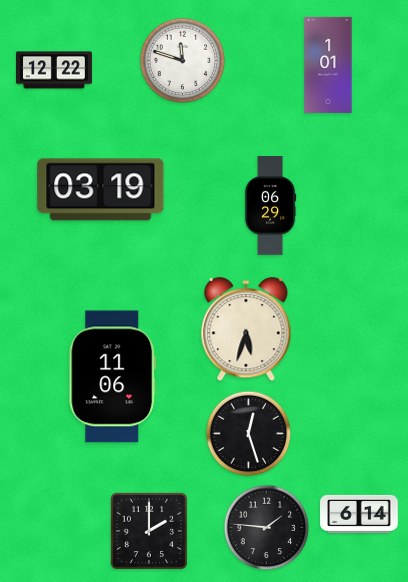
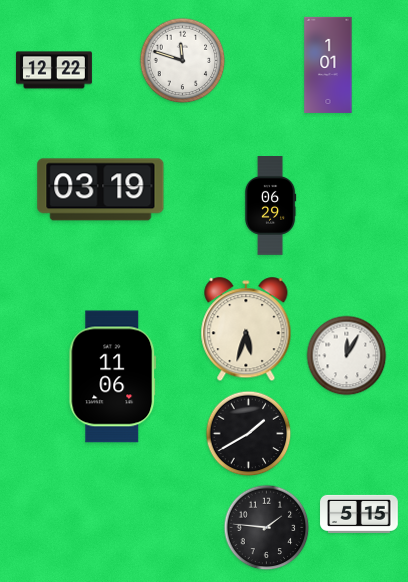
clock at (347, 356): none -> 12:05
clock at (249, 434): 12:27 -> 1:40
clock at (359, 514): 6:14 -> 5:15
clock at (149, 531): 2:00 -> none
